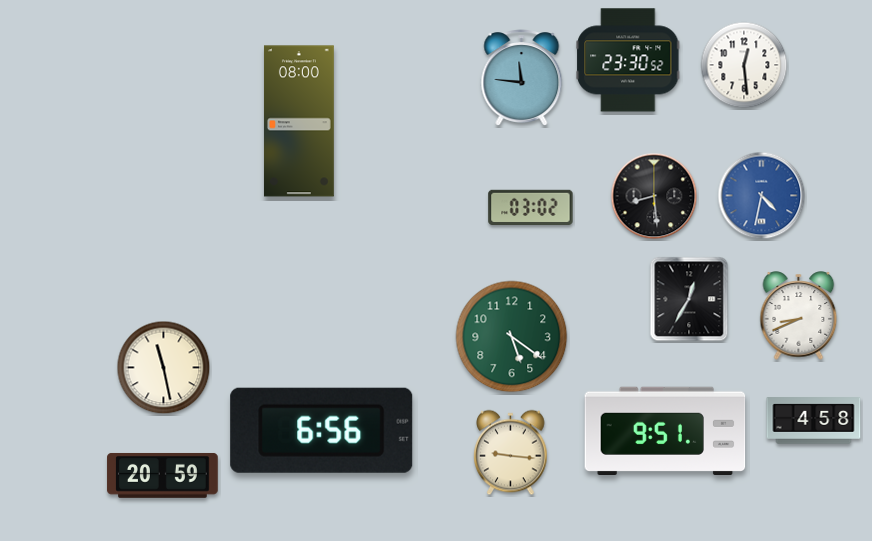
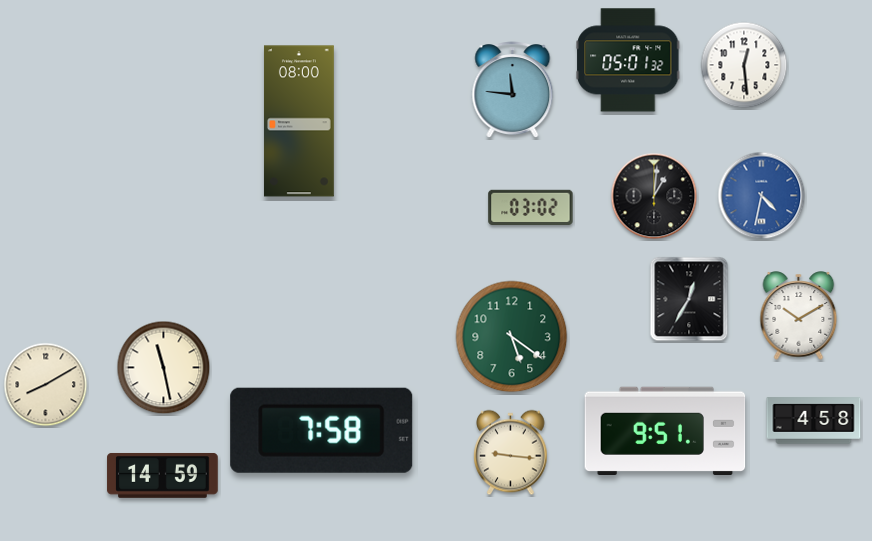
clock at (628, 60): 23:30 -> 05:01
clock at (522, 78) position: (522, 78) -> (513, 90)
clock at (654, 196): 8:29 -> 1:01
clock at (799, 316): 8:41 -> 10:10
clock at (46, 385): none -> 8:10
clock at (322, 430): 6:56 -> 7:58
clock at (163, 475): 20:59 -> 14:59
